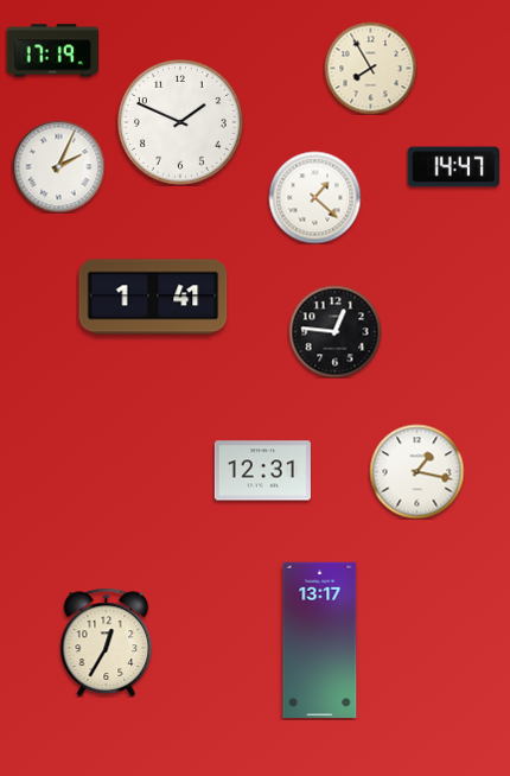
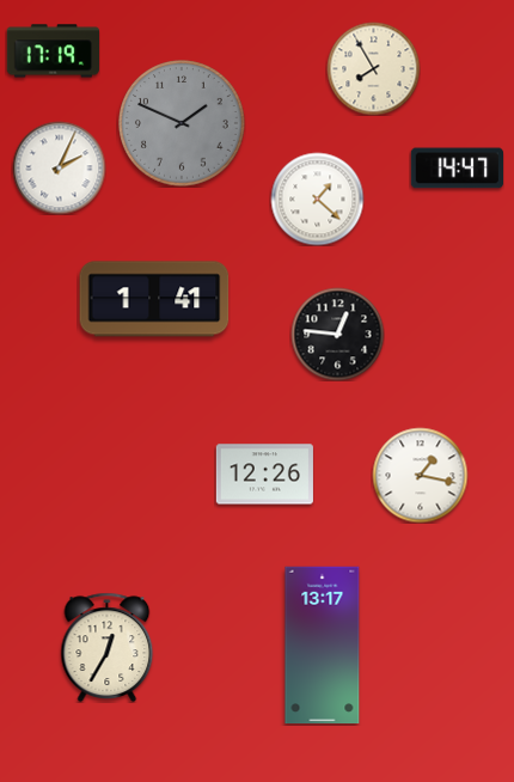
clock at (181, 123) dial: white -> grey
clock at (262, 471): 12:31 -> 12:26
